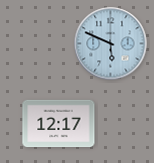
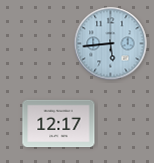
clock at (111, 44): 5:49 -> 5:44
